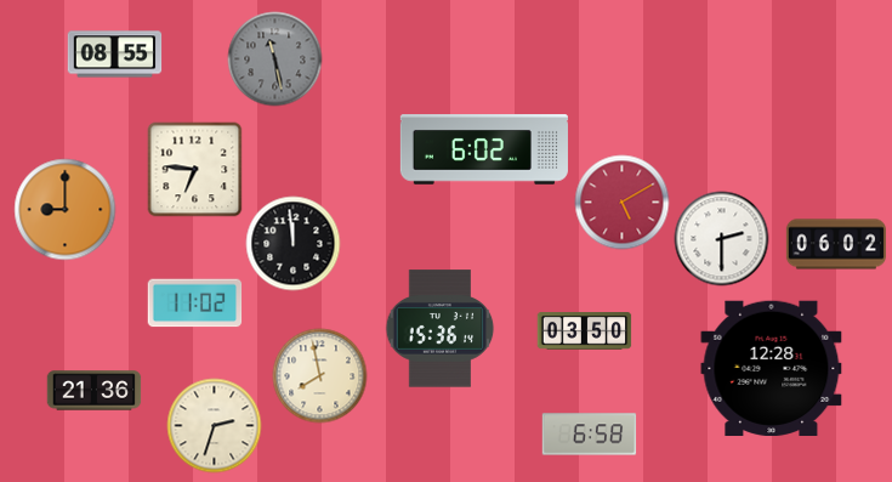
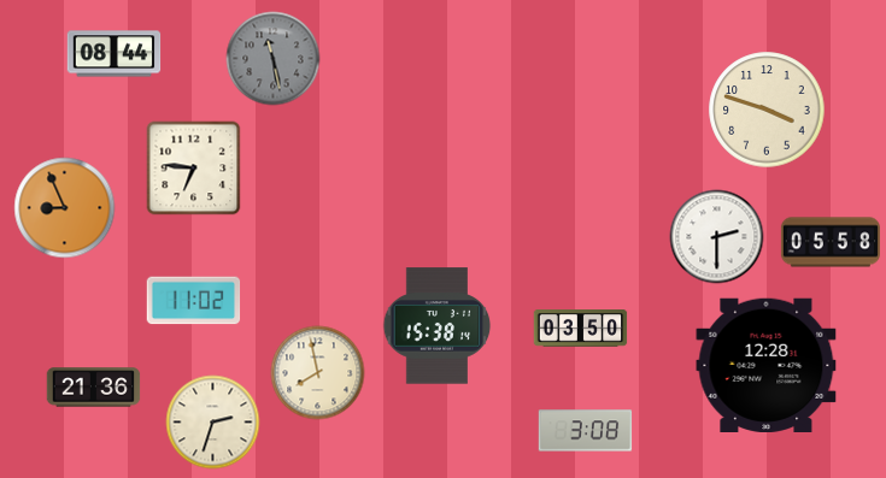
clock at (114, 55): 08:55 -> 08:44
clock at (767, 110): none -> 3:48
clock at (484, 149): 6:02 -> none
clock at (621, 202): 5:10 -> none
clock at (64, 209): 9:00 -> 8:56
clock at (292, 243): 11:59 -> none
clock at (836, 244): 06:02 -> 05:58
clock at (441, 329): 15:36 -> 15:38
clock at (589, 435): 6:58 -> 3:08
